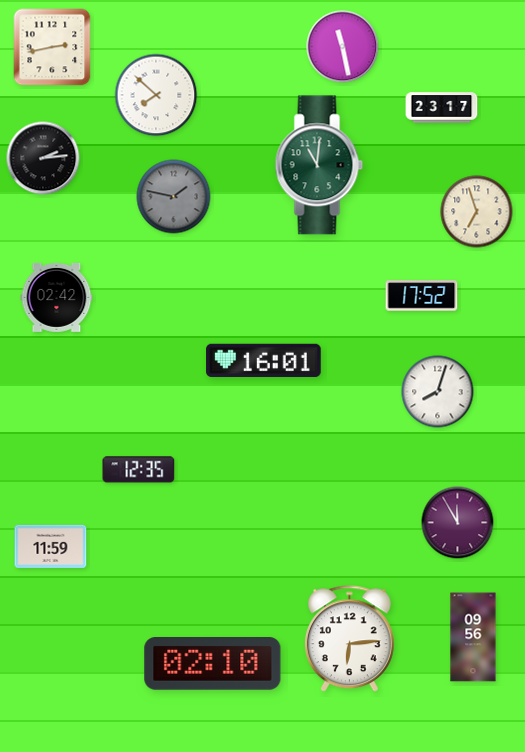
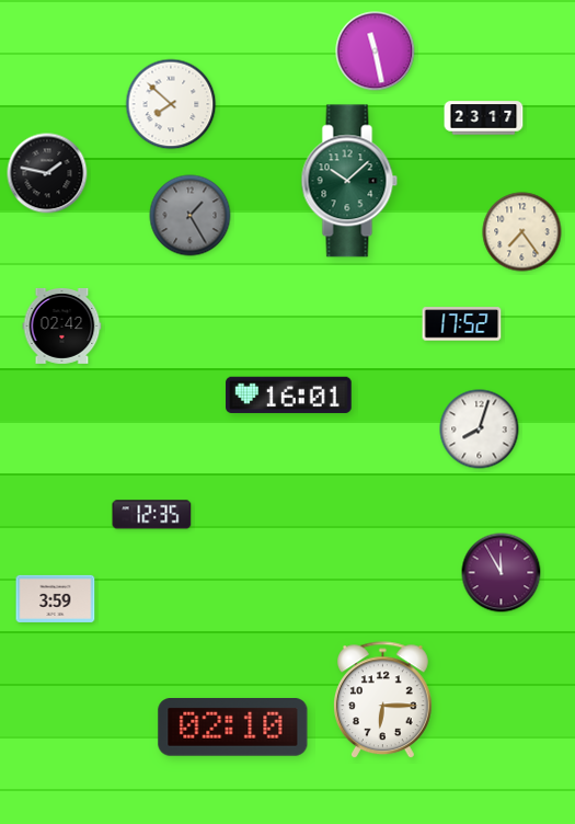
clock at (52, 47): 2:43 -> none
clock at (43, 158): 2:14 -> 1:47
clock at (319, 165): 11:01 -> 10:08
clock at (174, 197): 1:47 -> 1:25
clock at (477, 212): 6:57 -> 7:24
clock at (51, 546): 11:59 -> 3:59
clock at (473, 637): 09:56 -> none
clock at (349, 639): 6:14 -> 6:15
